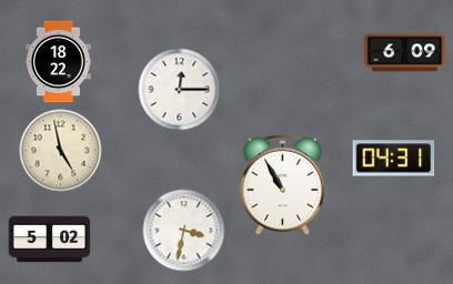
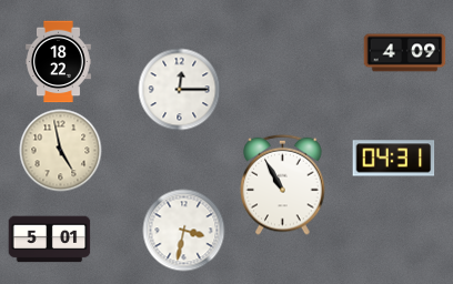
clock at (405, 53): 6:09 -> 4:09
clock at (50, 240): 5:02 -> 5:01
